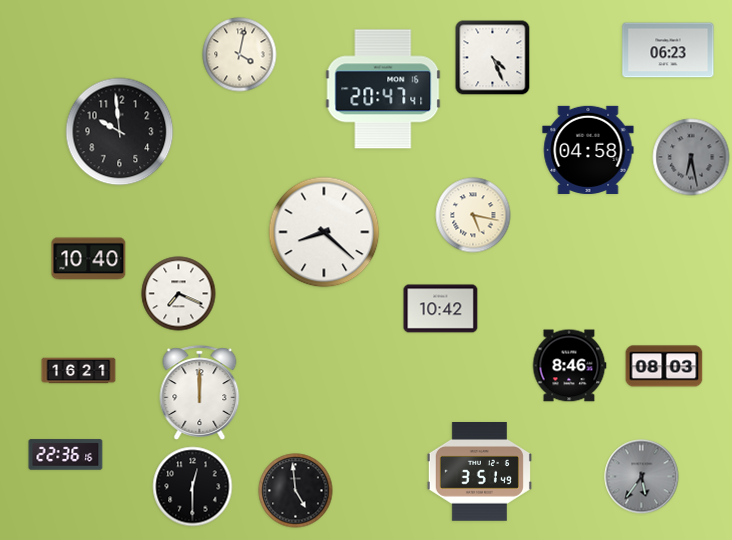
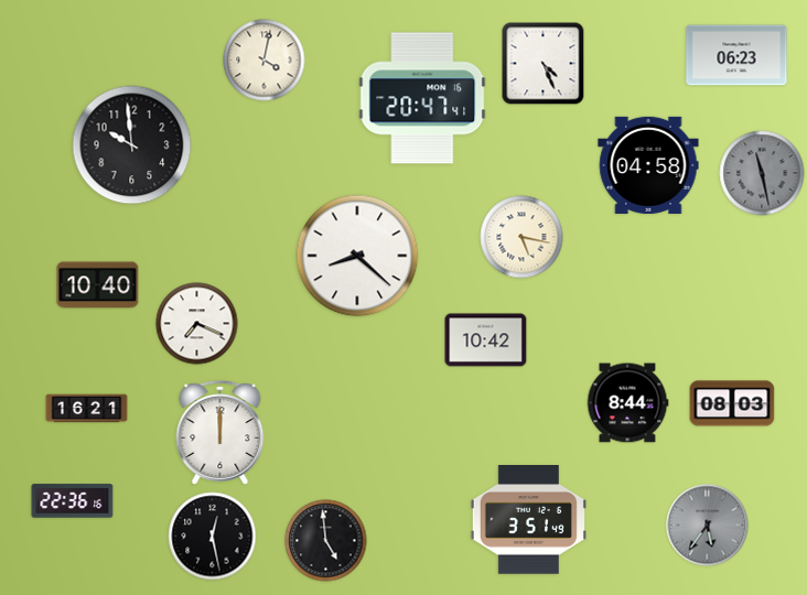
clock at (691, 157): 6:28 -> 11:28
clock at (569, 366): 8:46 -> 8:44
clock at (193, 487): 12:30 -> 12:28
